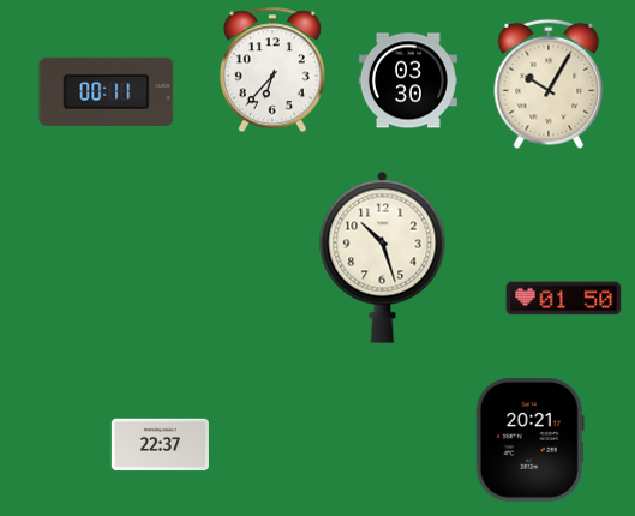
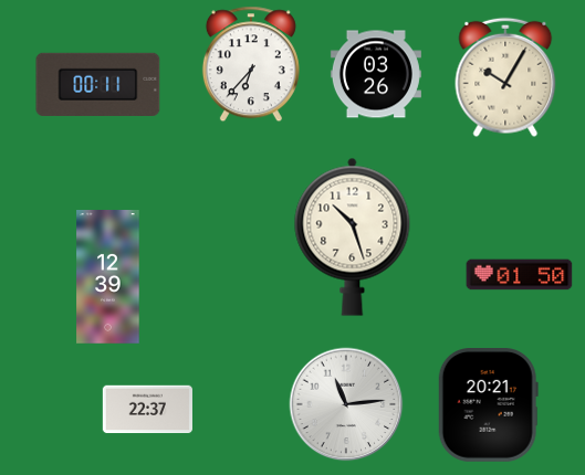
clock at (408, 80): 03:30 -> 03:26
clock at (108, 277): none -> 12:39
clock at (346, 404): none -> 11:14
